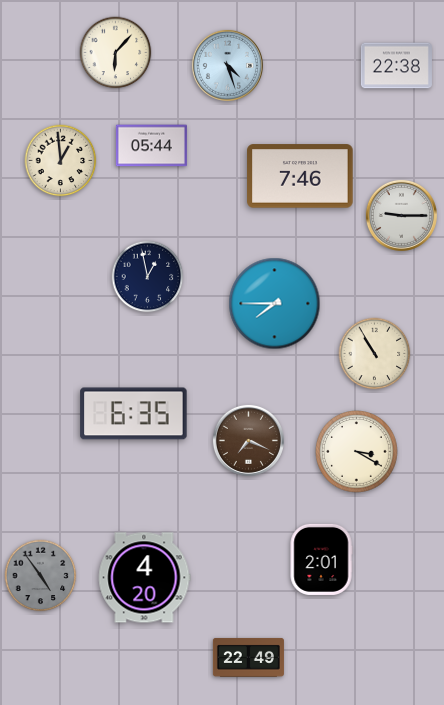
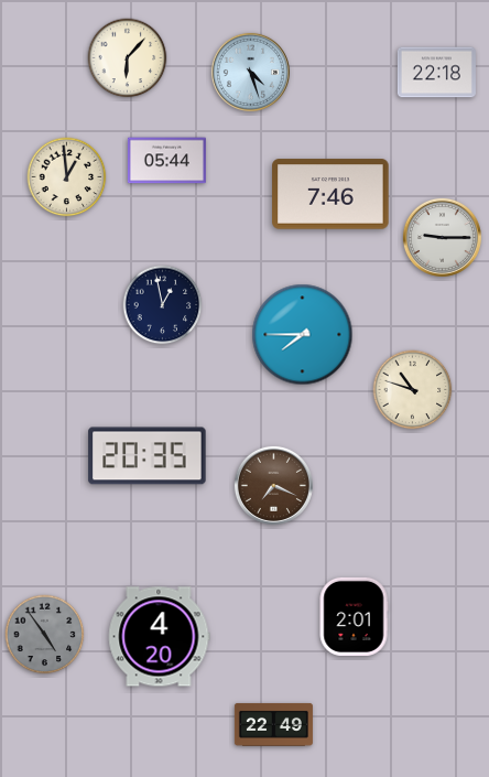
clock at (396, 66): 22:38 -> 22:18
clock at (375, 354): 10:55 -> 10:48
clock at (134, 414): 6:35 -> 20:35
clock at (357, 452): 3:20 -> none
